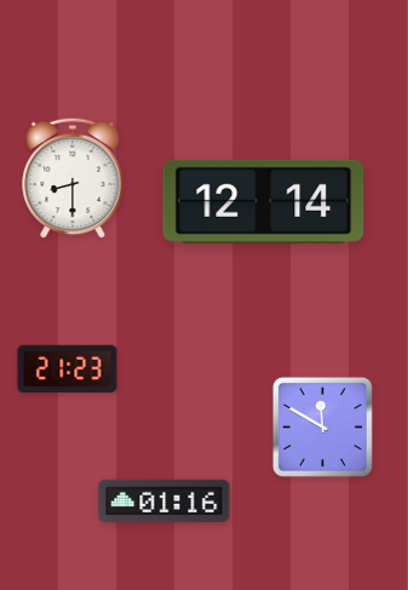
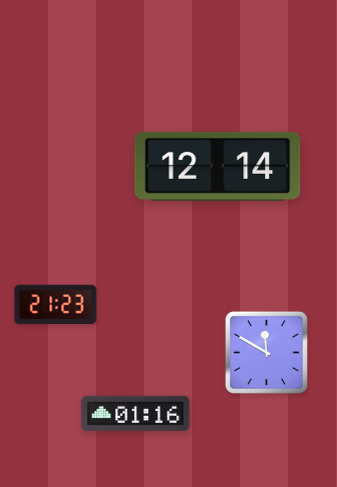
clock at (73, 178): 8:30 -> none
